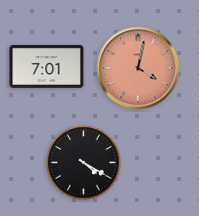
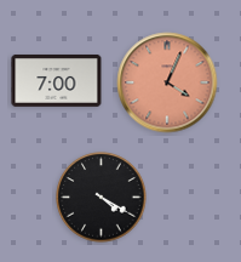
clock at (47, 66): 7:01 -> 7:00
clock at (138, 68): 4:02 -> 4:04
